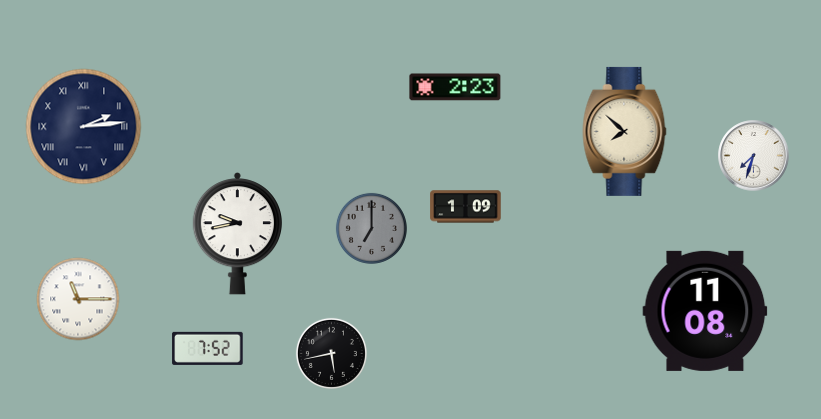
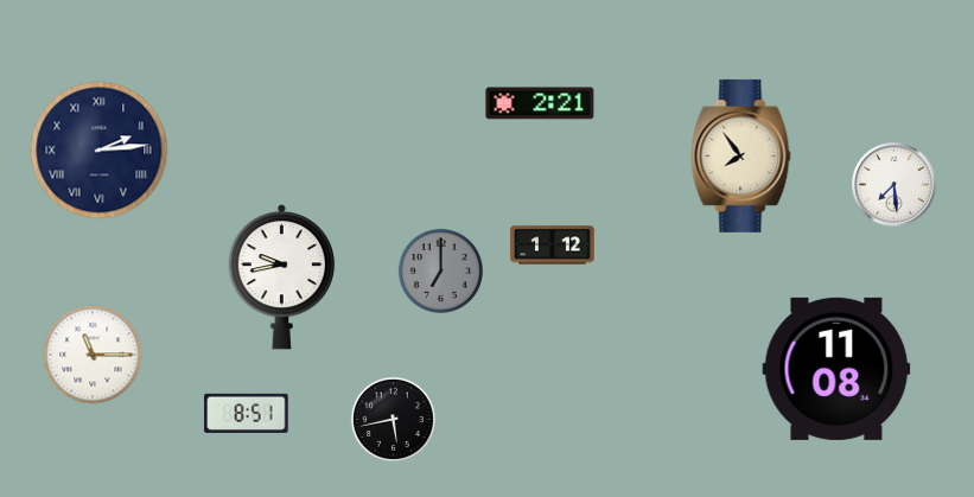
clock at (455, 87): 2:23 -> 2:21
clock at (625, 131): 7:52 -> 7:54
clock at (754, 156): 7:33 -> 7:29
clock at (466, 207): 1:09 -> 1:12
clock at (208, 348): 7:52 -> 8:51
